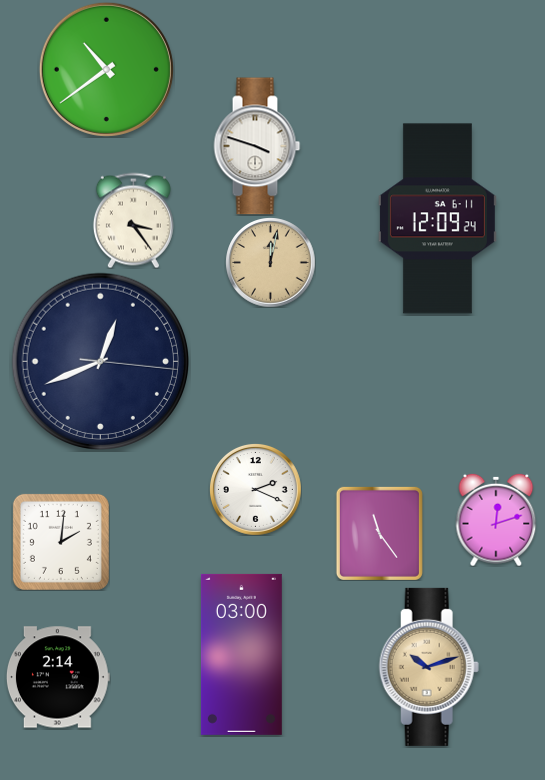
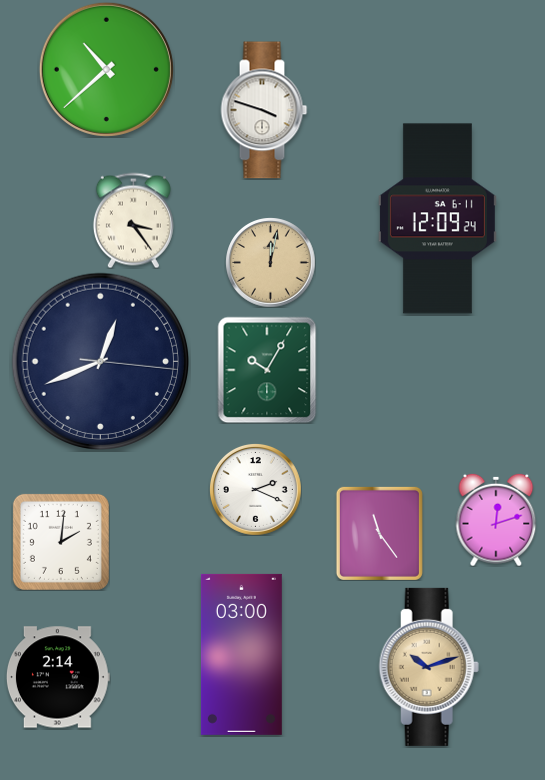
clock at (106, 69): 10:39 -> 10:38
clock at (257, 146) position: (257, 146) -> (264, 110)
clock at (267, 370): none -> 10:05
